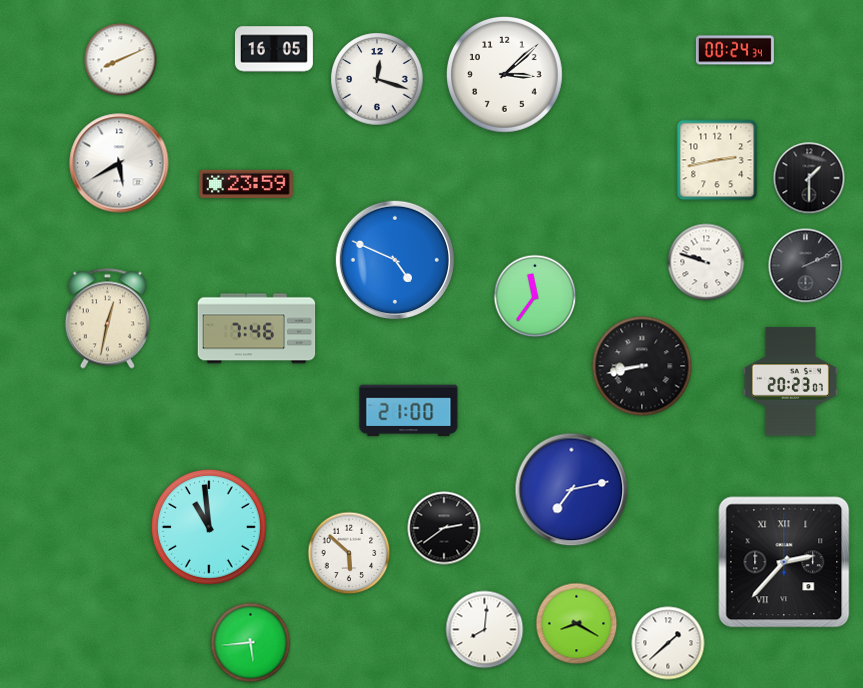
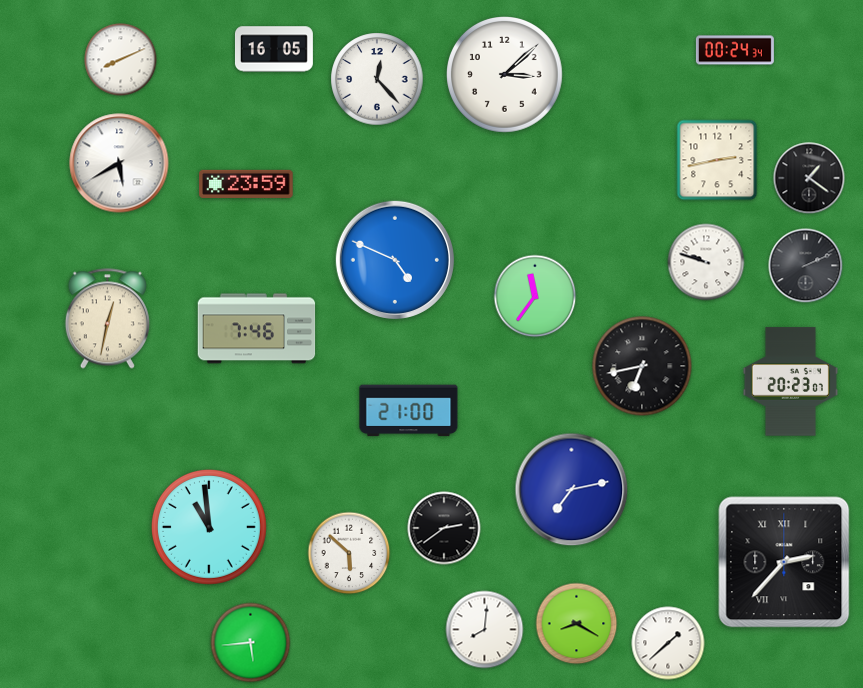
clock at (377, 79): 12:18 -> 12:23
clock at (809, 178): 1:30 -> 1:21
clock at (642, 366): 8:43 -> 6:43
